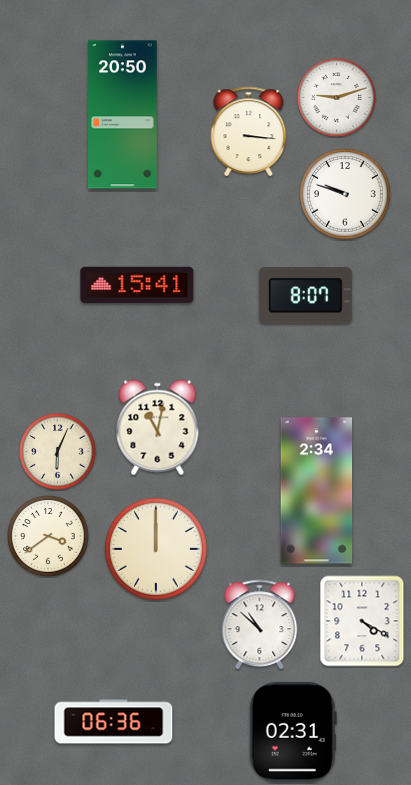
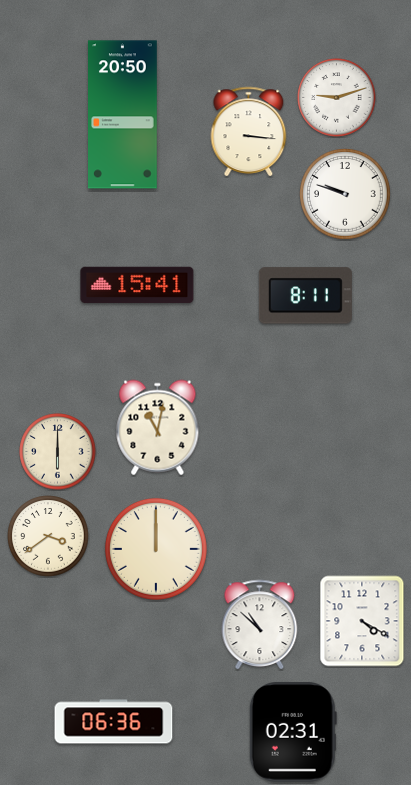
clock at (305, 296): 8:07 -> 8:11
clock at (58, 452): 6:04 -> 6:00
clock at (317, 491): 2:34 -> none
